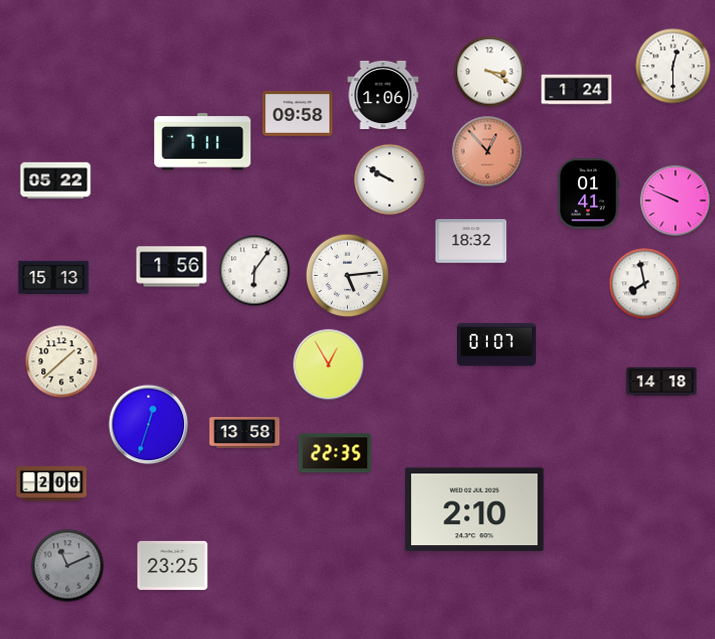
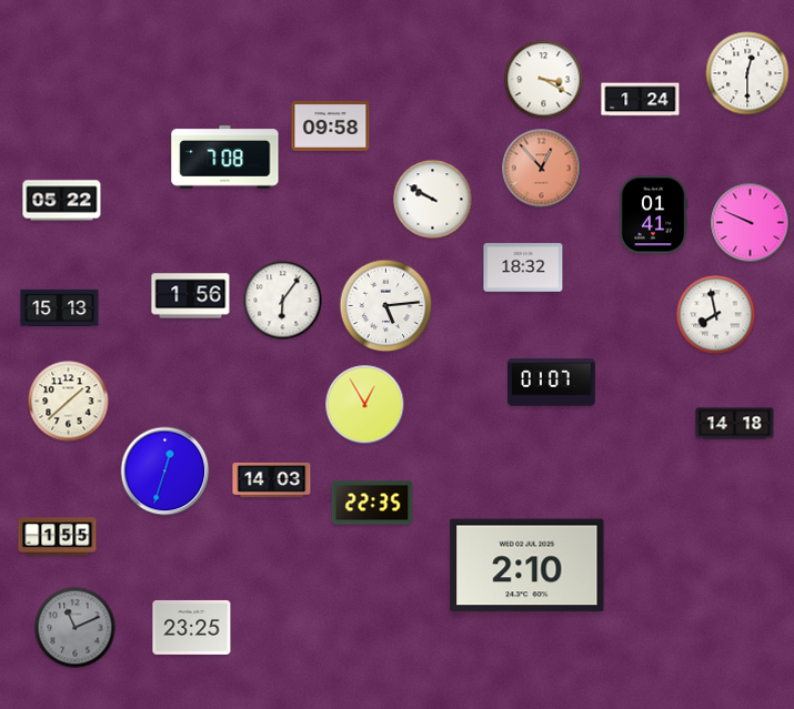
clock at (383, 95): 1:06 -> none
clock at (203, 142): 7:11 -> 7:08
clock at (245, 432): 13:58 -> 14:03
clock at (52, 484): 2:00 -> 1:55
